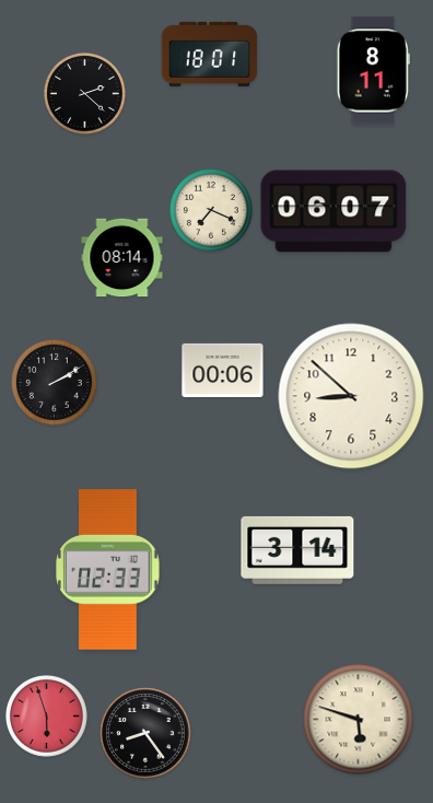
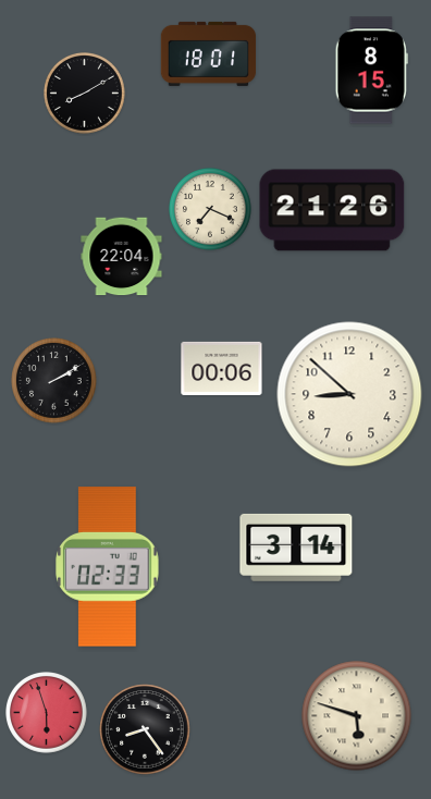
clock at (373, 71): 8:11 -> 8:15
clock at (85, 94): 2:22 -> 8:10
clock at (333, 211): 06:07 -> 21:26
clock at (122, 258): 08:14 -> 22:04
